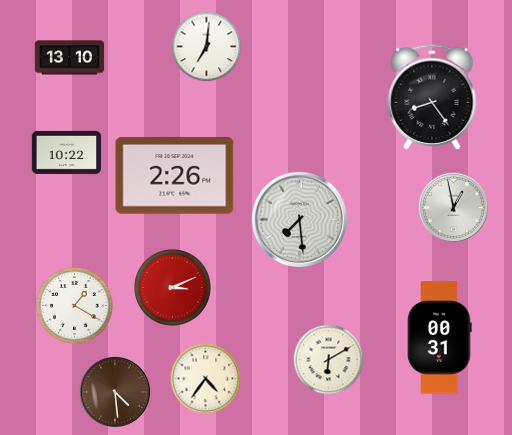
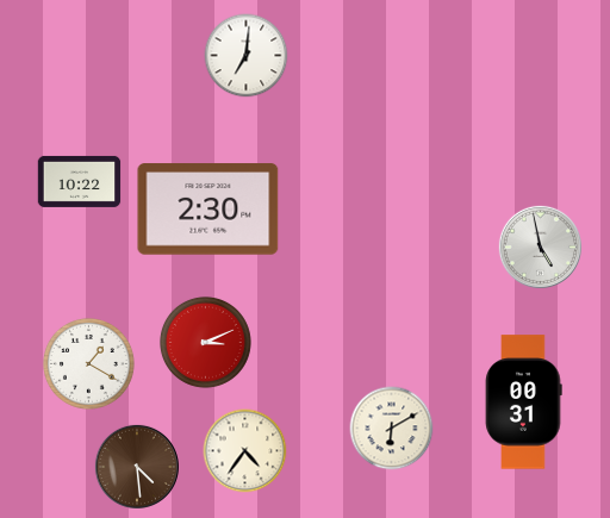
clock at (70, 58): 13:10 -> none
clock at (432, 97): 8:24 -> none
clock at (175, 176): 2:26 -> 2:30
clock at (453, 207): 12:58 -> 4:58
clock at (300, 220): 7:29 -> none
